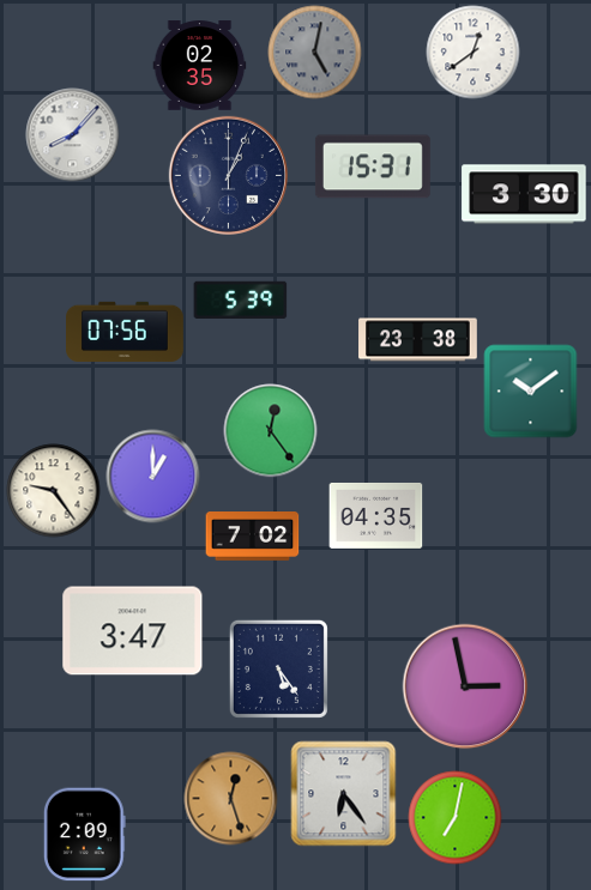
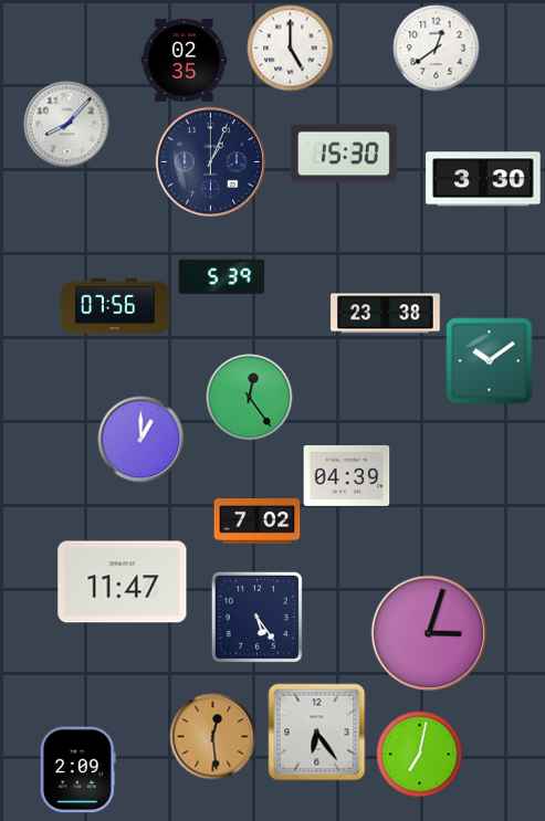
clock at (314, 52): 5:02 -> 5:00
clock at (314, 52) dial: grey -> white
clock at (373, 167): 15:31 -> 15:30
clock at (53, 490): 9:24 -> none
clock at (375, 516): 04:35 -> 04:39
clock at (252, 537) position: (252, 537) -> (256, 522)
clock at (133, 631): 3:47 -> 11:47
clock at (465, 686): 2:58 -> 3:03
clock at (230, 798): 12:27 -> 12:29
